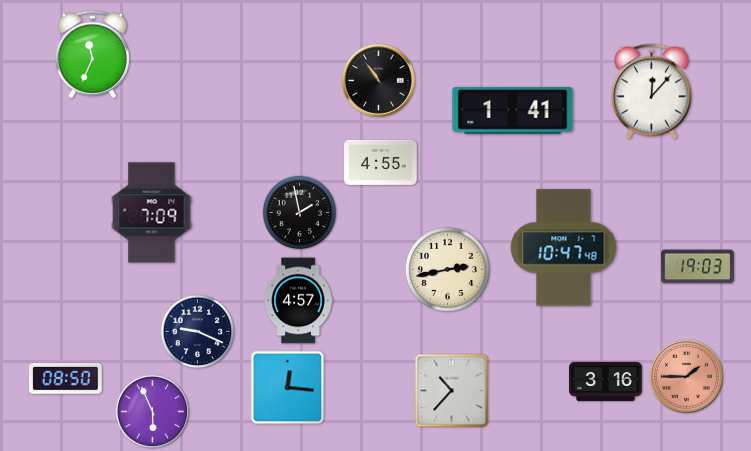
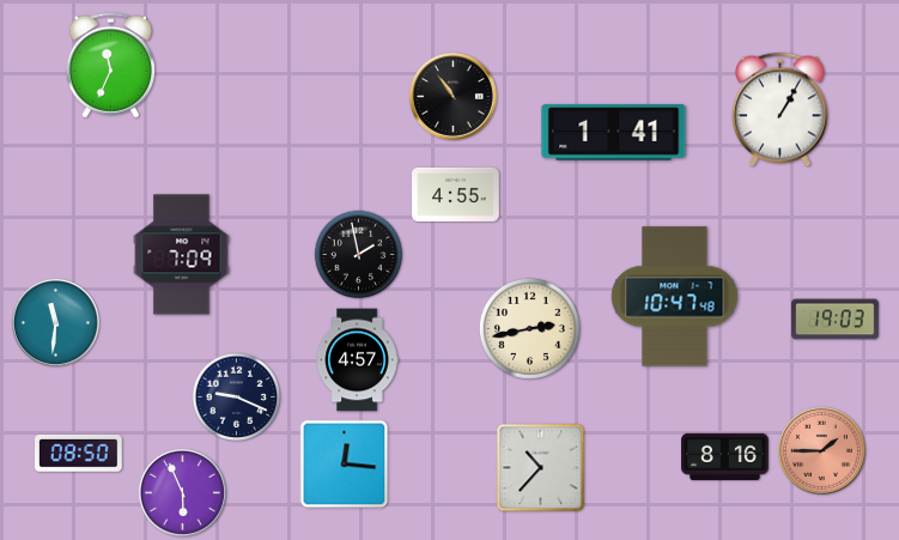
clock at (652, 92): 12:07 -> 1:05
clock at (55, 322): none -> 11:31
clock at (447, 269) position: (447, 269) -> (529, 328)
clock at (606, 381): 3:16 -> 8:16
